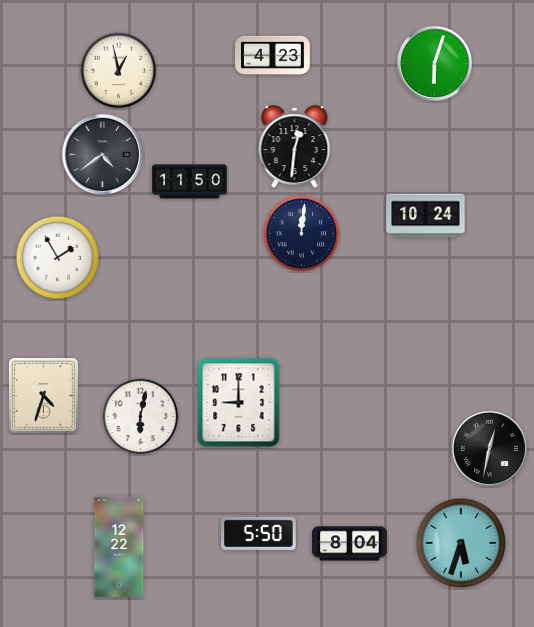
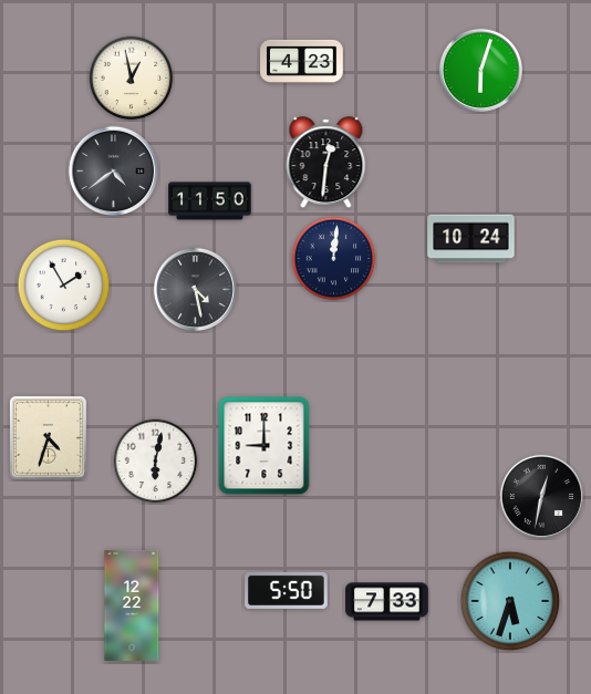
clock at (195, 289): none -> 4:28
clock at (350, 544): 8:04 -> 7:33
